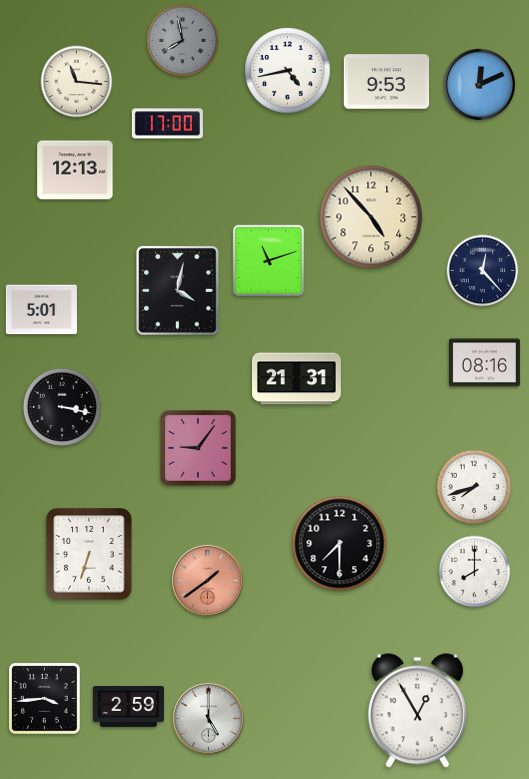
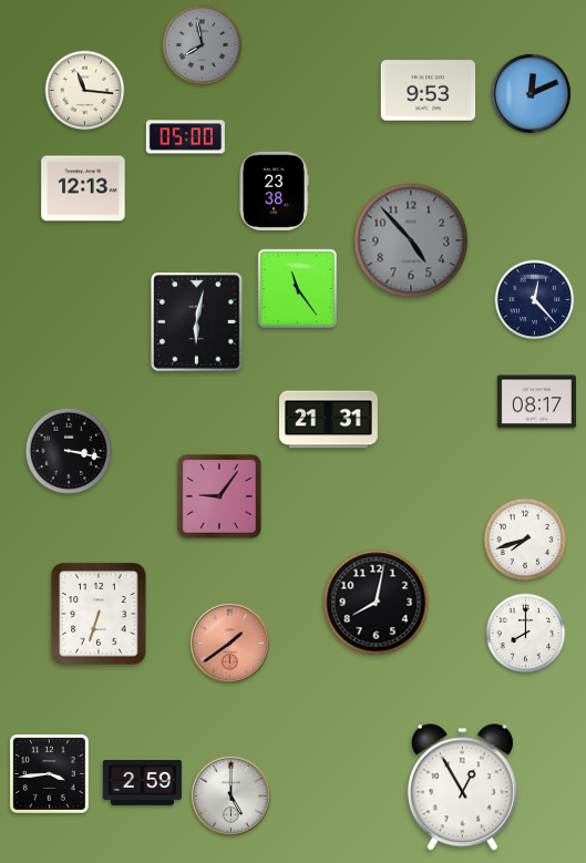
clock at (288, 71): 4:43 -> none
clock at (167, 124): 17:00 -> 05:00
clock at (274, 191): none -> 23:38
clock at (371, 217) dial: cream -> grey
clock at (268, 260): 11:12 -> 11:24
clock at (178, 291): 4:02 -> 6:02
clock at (41, 310): 5:01 -> none
clock at (484, 363): 08:16 -> 08:17
clock at (340, 544): 7:30 -> 8:02
